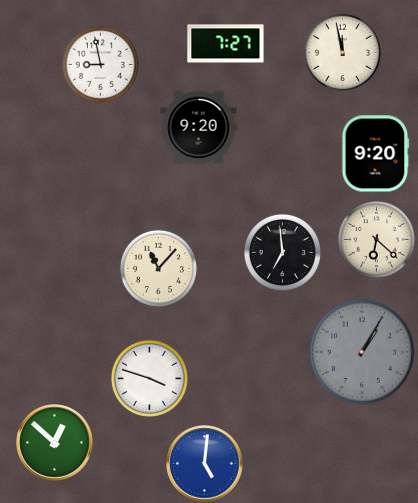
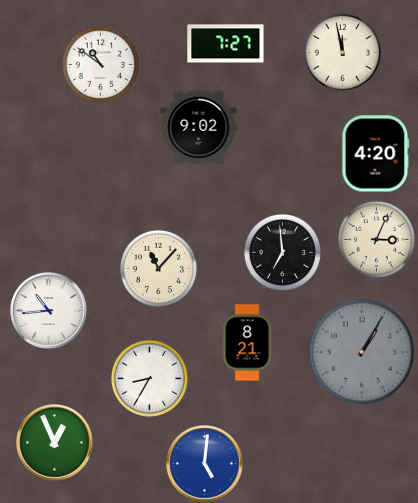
clock at (100, 64): 8:58 -> 10:51
clock at (199, 128): 9:20 -> 9:02
clock at (376, 154): 9:20 -> 4:20
clock at (376, 239): 6:22 -> 3:04
clock at (49, 311): none -> 10:44
clock at (247, 343): none -> 8:21
clock at (149, 378): 3:48 -> 8:35
clock at (55, 443): 12:52 -> 12:56
